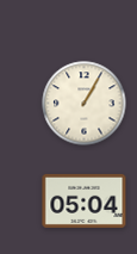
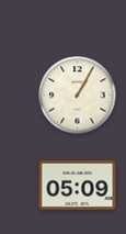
clock at (85, 200): 05:04 -> 05:09
